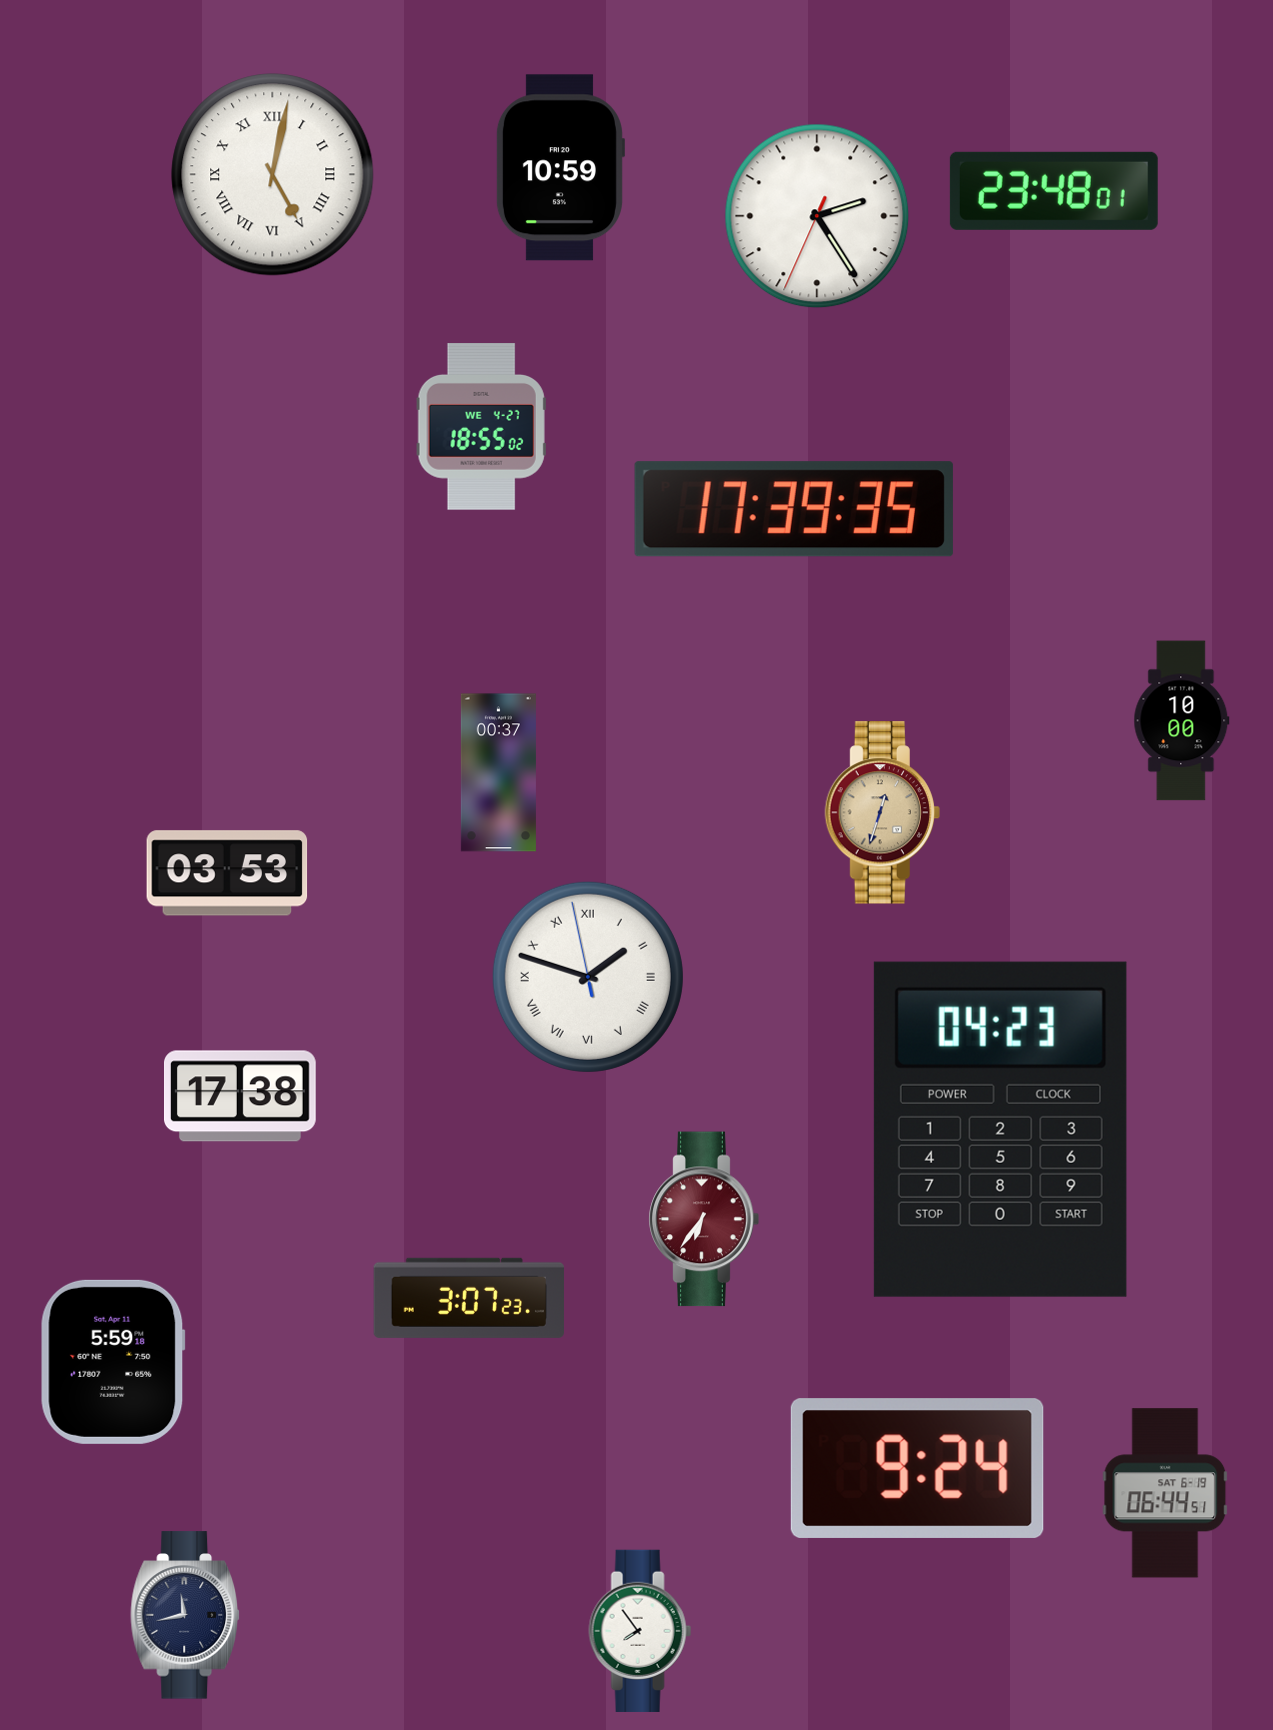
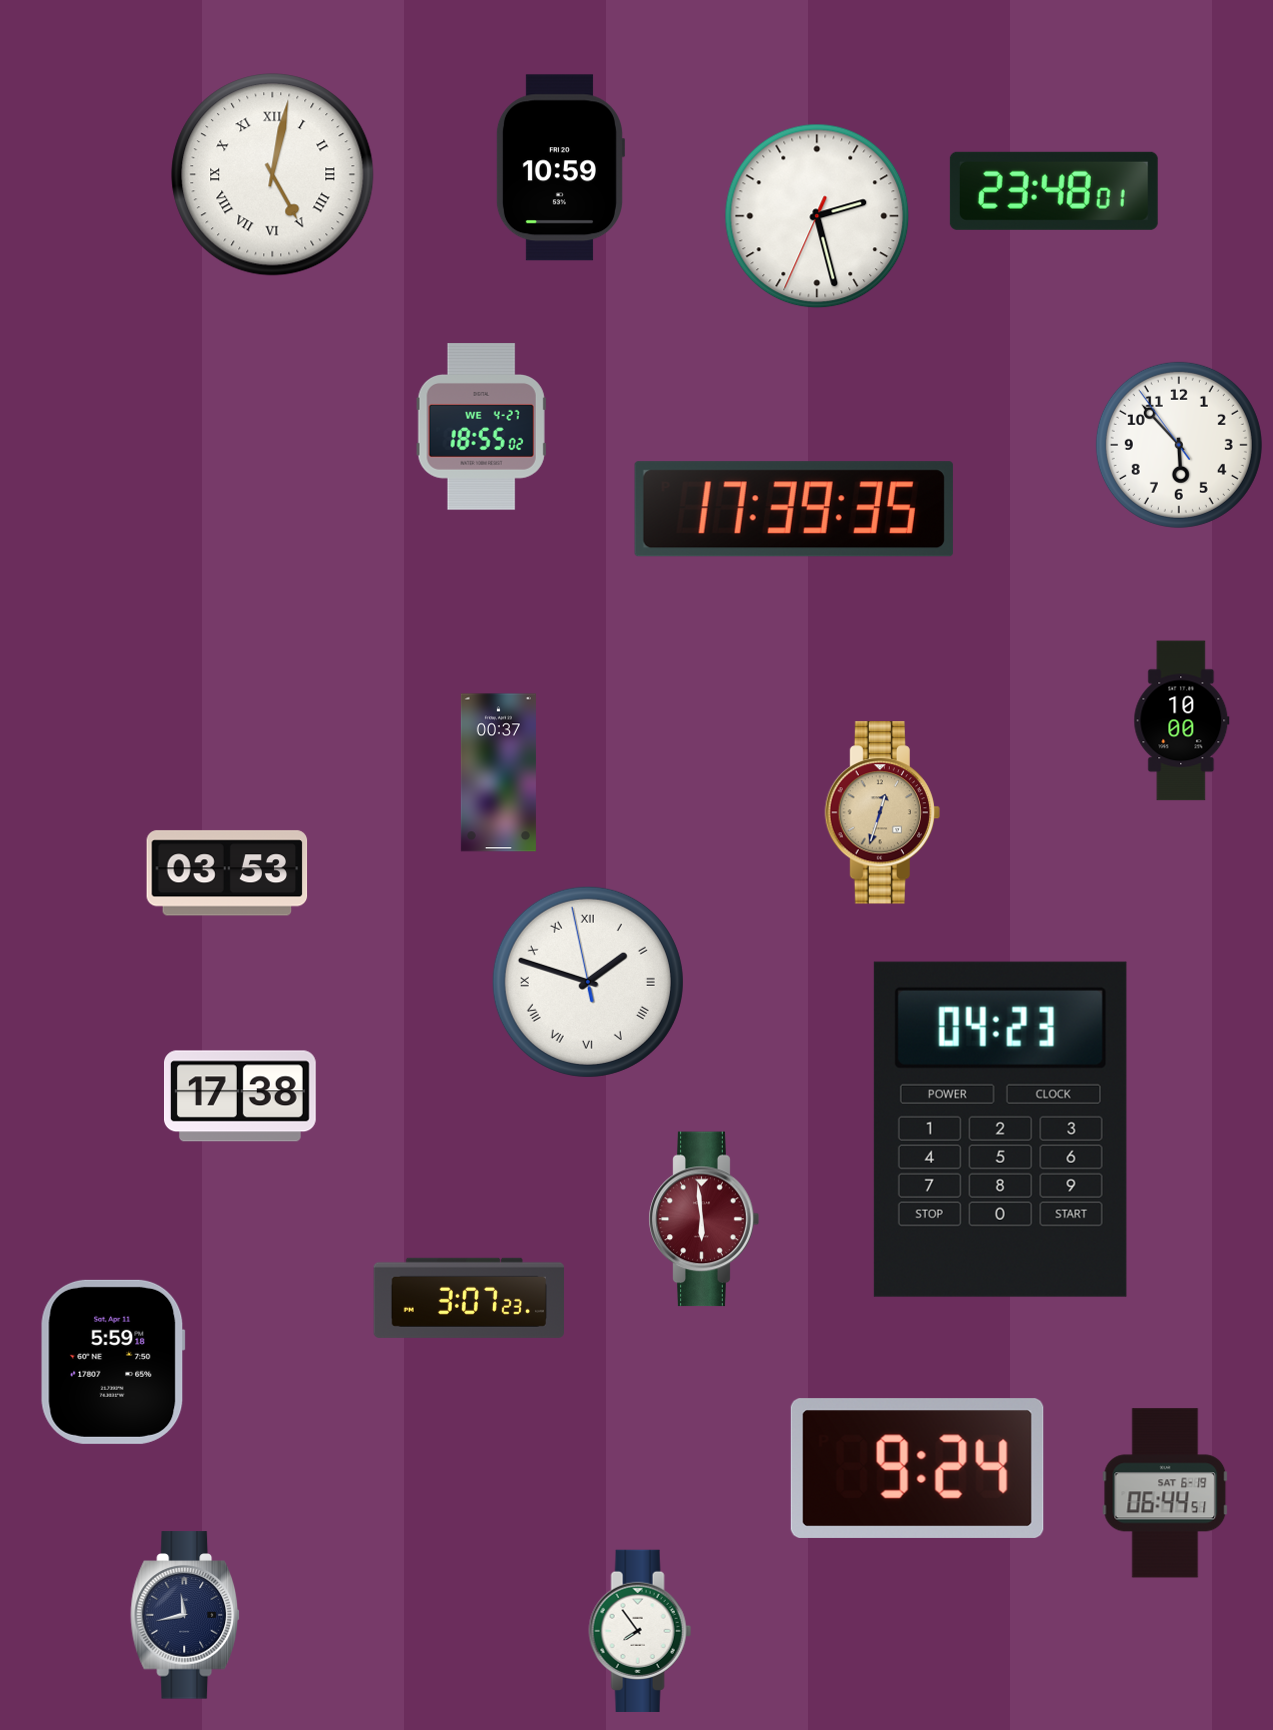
clock at (817, 216): 2:24 -> 2:27
clock at (1179, 445): none -> 5:52
clock at (588, 977) position: (588, 977) -> (588, 982)
clock at (704, 1219): 6:36 -> 5:59
